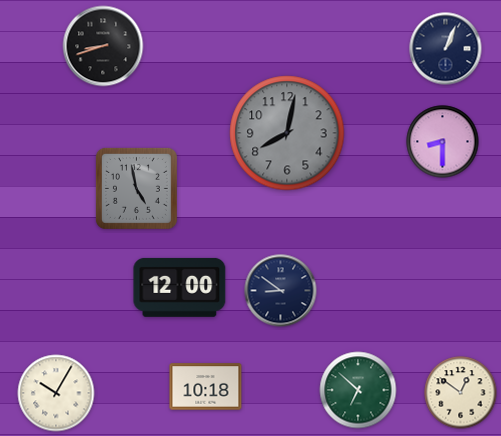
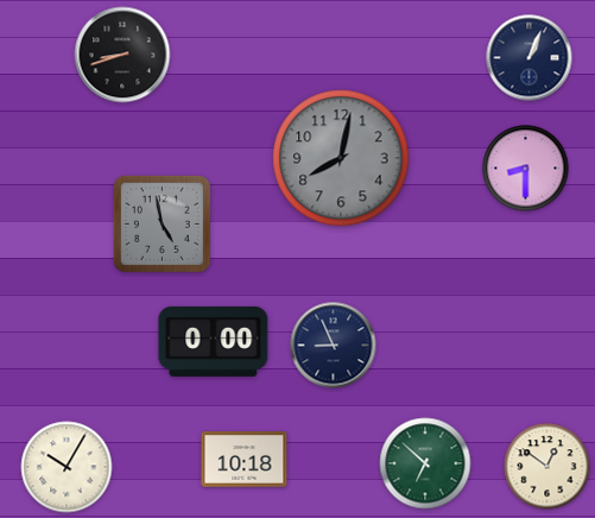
clock at (180, 287): 12:00 -> 0:00
clock at (281, 291): 8:51 -> 8:56
